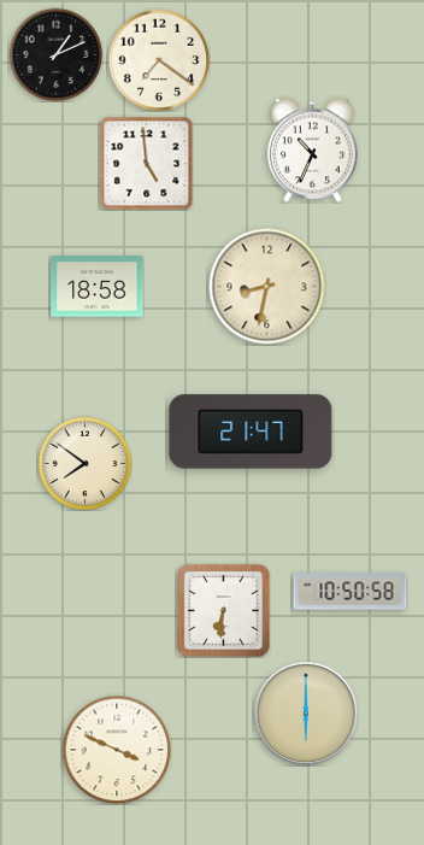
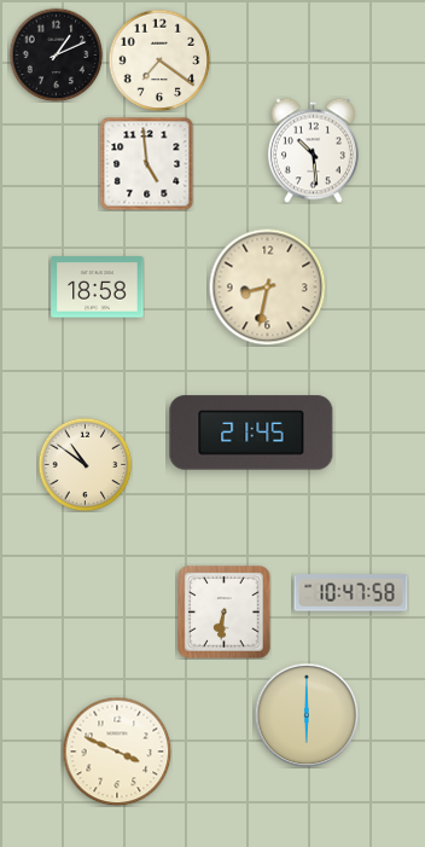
clock at (312, 149): 10:34 -> 10:29
clock at (251, 432): 21:47 -> 21:45
clock at (84, 463): 7:51 -> 10:51
clock at (351, 592): 10:50 -> 10:47
